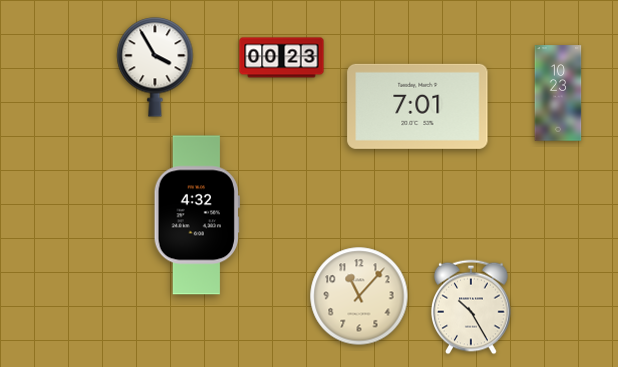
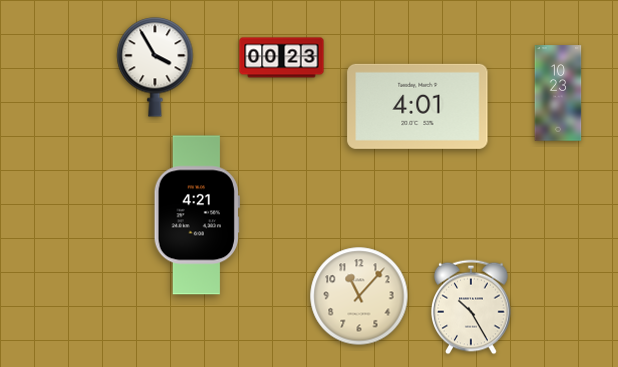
clock at (418, 106): 7:01 -> 4:01
clock at (197, 215): 4:32 -> 4:21
